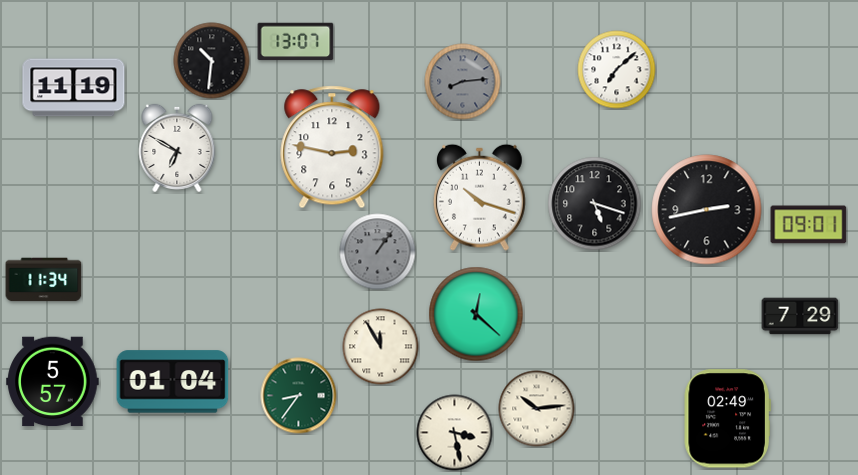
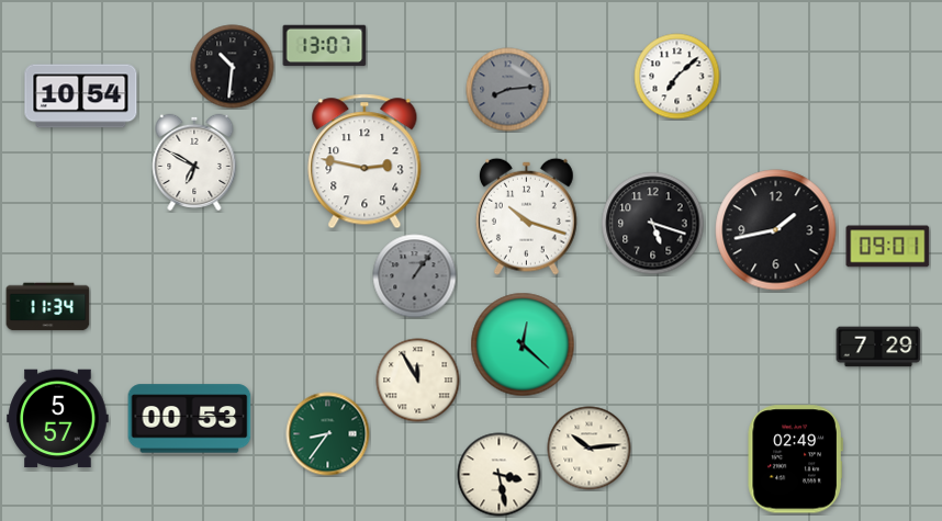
clock at (74, 88): 11:19 -> 10:54
clock at (707, 210): 2:43 -> 1:43
clock at (173, 382): 01:04 -> 00:53
clock at (727, 419) position: (727, 419) -> (795, 460)
